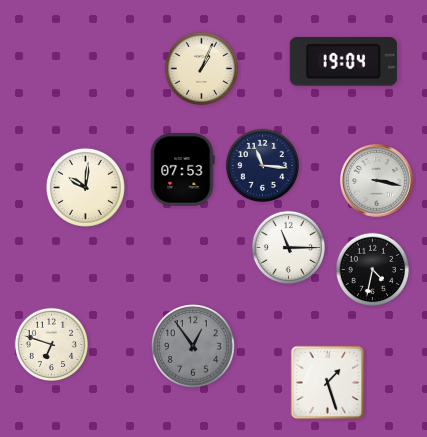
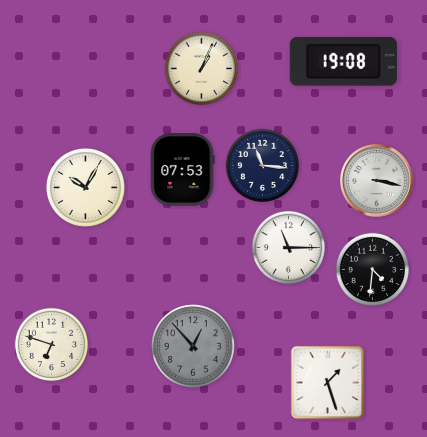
clock at (343, 62): 19:04 -> 19:08
clock at (85, 187): 10:01 -> 10:05
clock at (373, 269): 4:32 -> 4:31
clock at (194, 347): 12:54 -> 12:53
